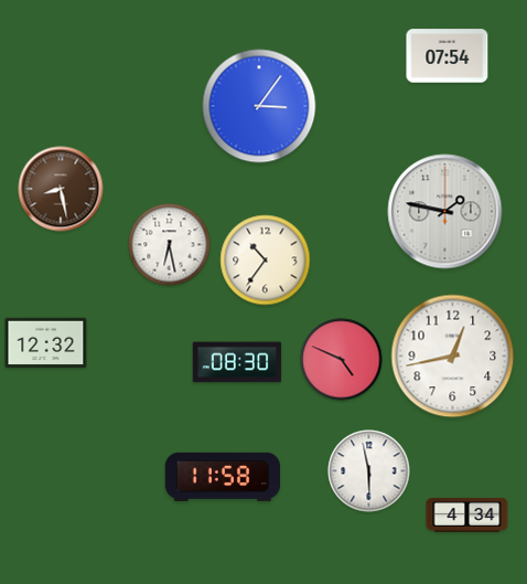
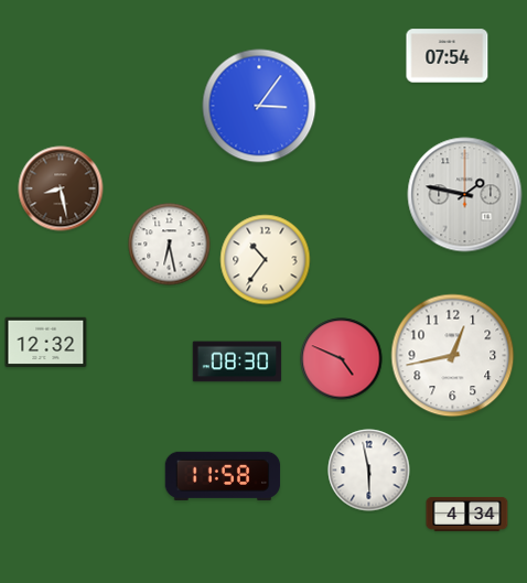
clock at (445, 212) position: (445, 212) -> (465, 195)
